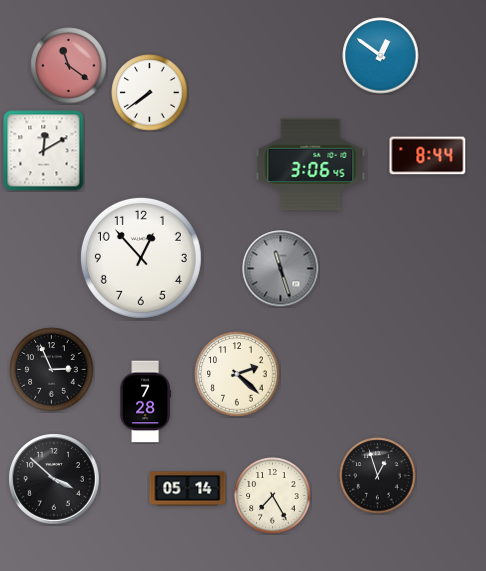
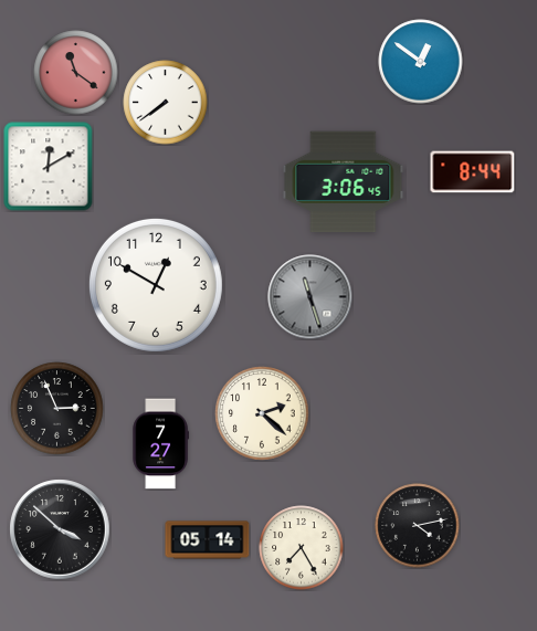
clock at (141, 258): 12:53 -> 12:50
clock at (145, 402): 7:28 -> 7:27
clock at (378, 476): 12:57 -> 4:13
